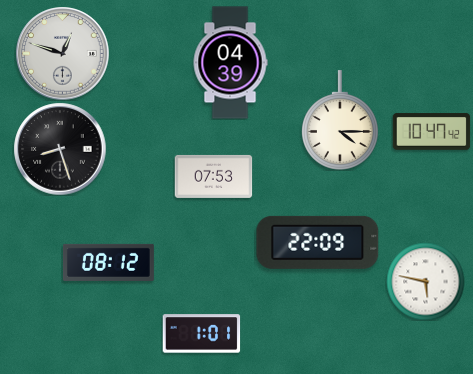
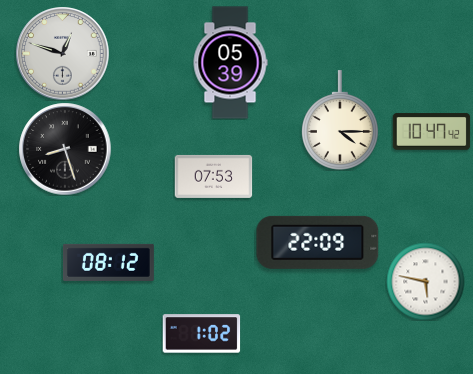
clock at (230, 63): 04:39 -> 05:39
clock at (60, 149) position: (60, 149) -> (65, 149)
clock at (201, 334): 1:01 -> 1:02
